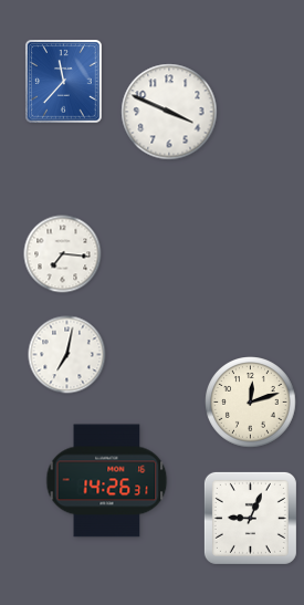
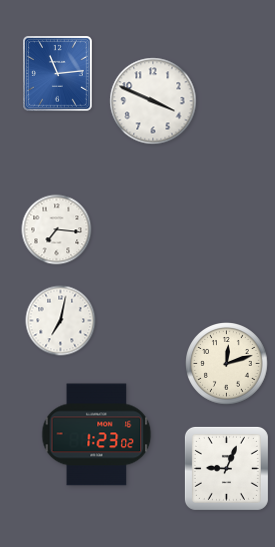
clock at (64, 82): 11:37 -> 11:14
clock at (107, 481): 14:26 -> 1:23
